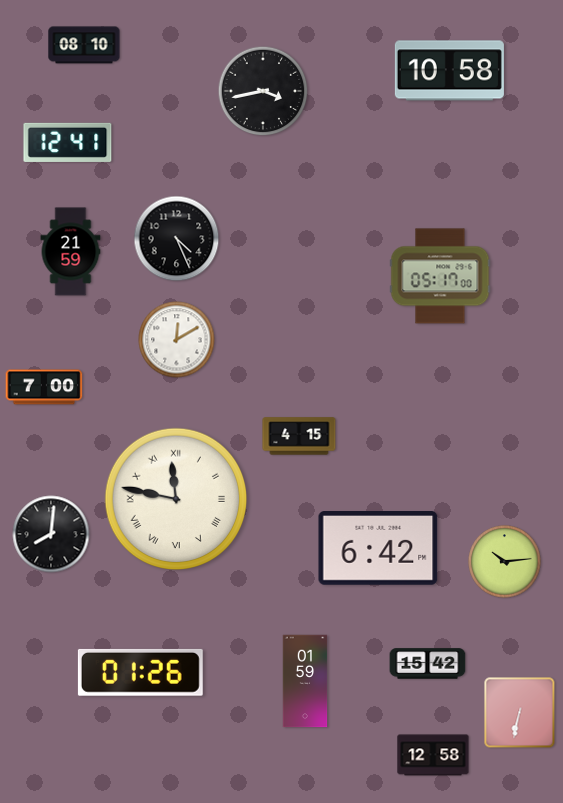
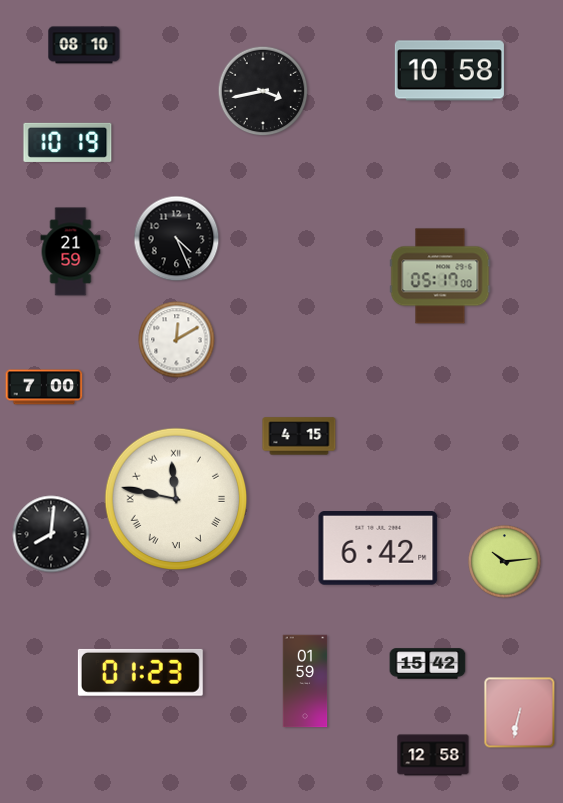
clock at (68, 142): 12:41 -> 10:19
clock at (140, 672): 01:26 -> 01:23
